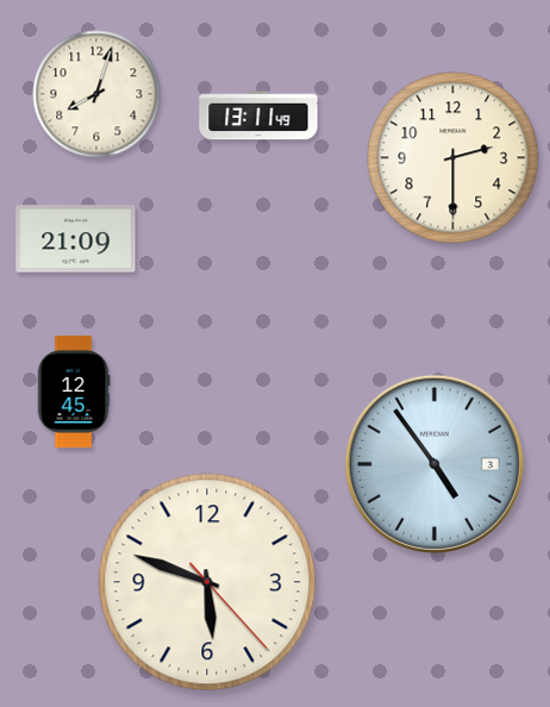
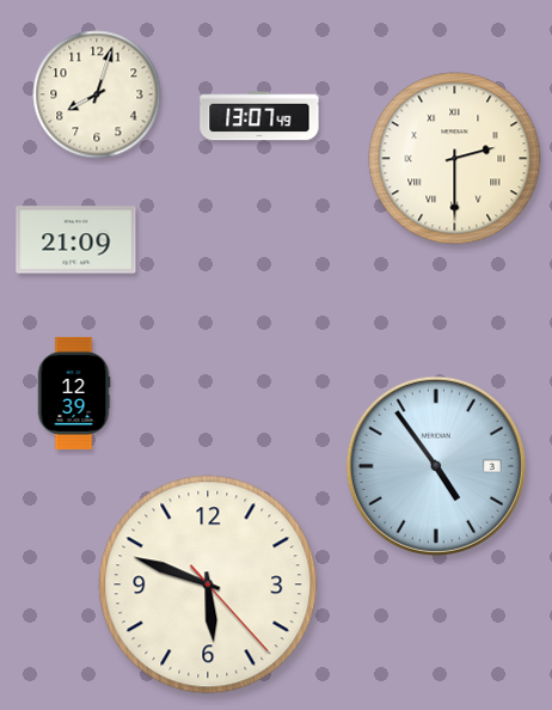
clock at (258, 115): 13:11 -> 13:07
clock at (454, 158) numerals: Arabic -> Roman
clock at (74, 392): 12:45 -> 12:39
